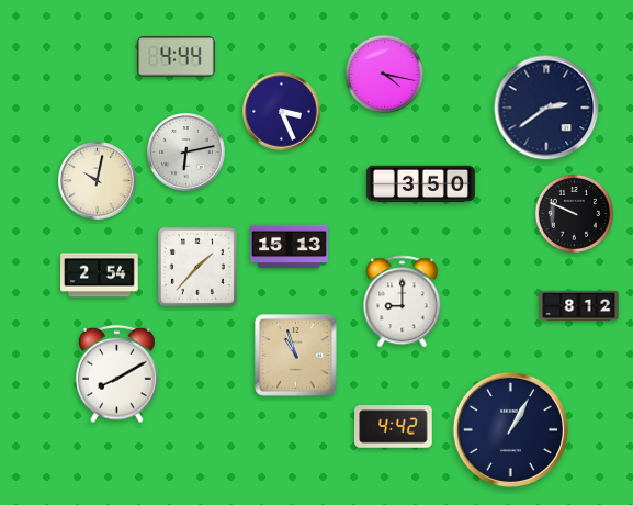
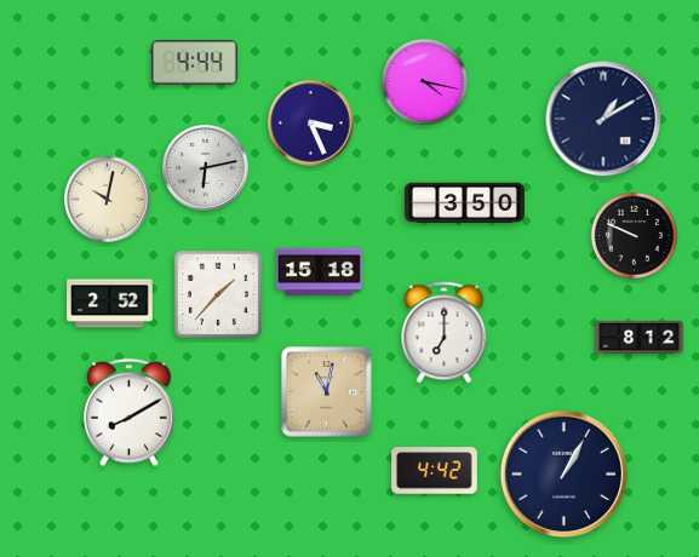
clock at (546, 108): 2:39 -> 1:10
clock at (290, 247): 15:13 -> 15:18
clock at (100, 276): 2:54 -> 2:52
clock at (403, 302): 9:00 -> 7:00
clock at (296, 356): 10:57 -> 11:02
